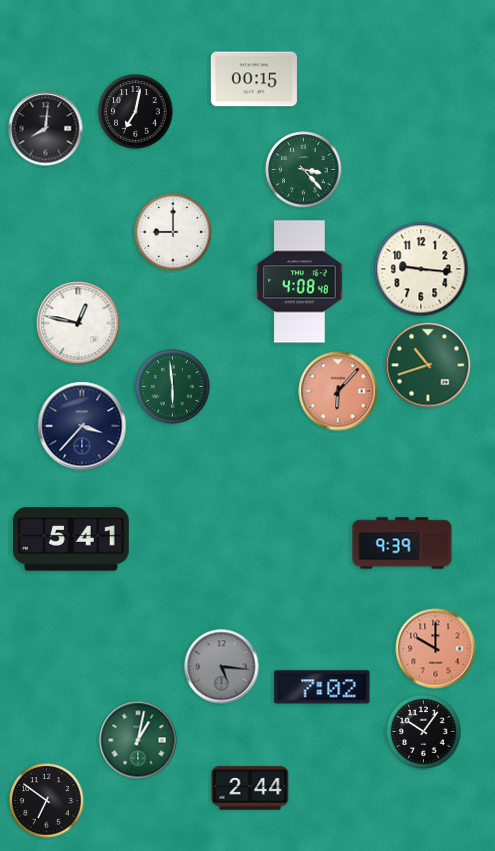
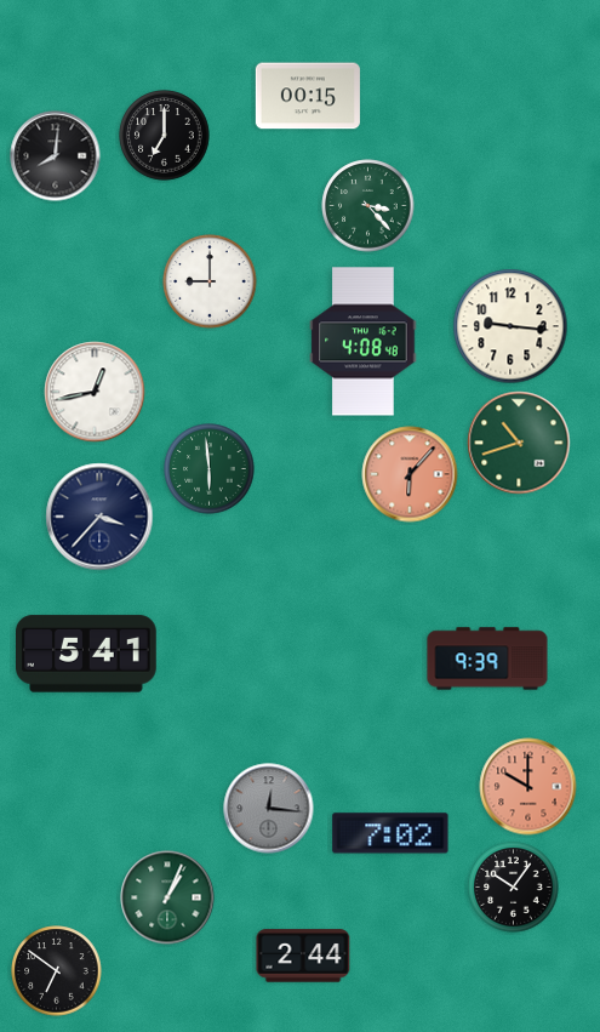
clock at (136, 112): 7:02 -> 7:00
clock at (78, 323): 12:47 -> 12:43
clock at (222, 667): 5:16 -> 12:16
clock at (138, 740): 1:02 -> 1:04
